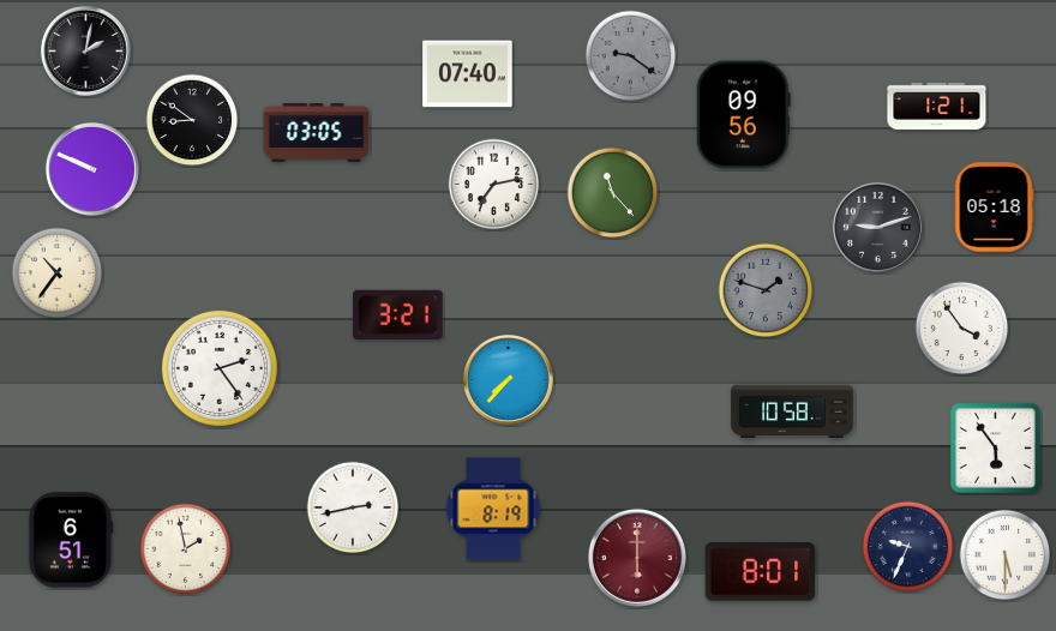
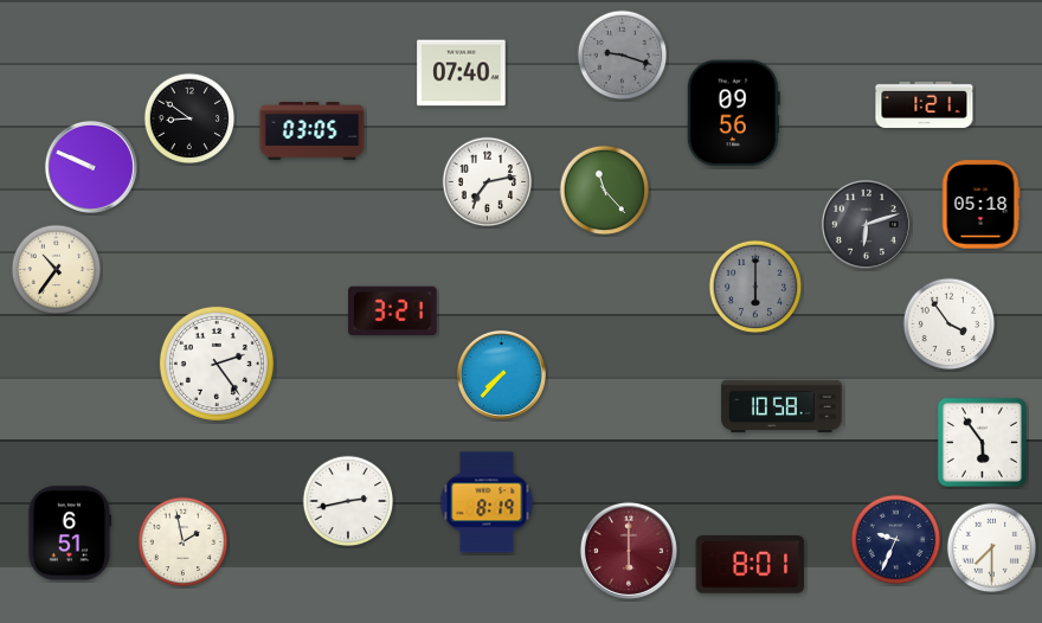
clock at (85, 50): 2:02 -> none
clock at (631, 56): 9:21 -> 9:18
clock at (877, 227): 9:12 -> 6:12
clock at (766, 290): 1:48 -> 6:00
clock at (1006, 555): 5:30 -> 7:30
